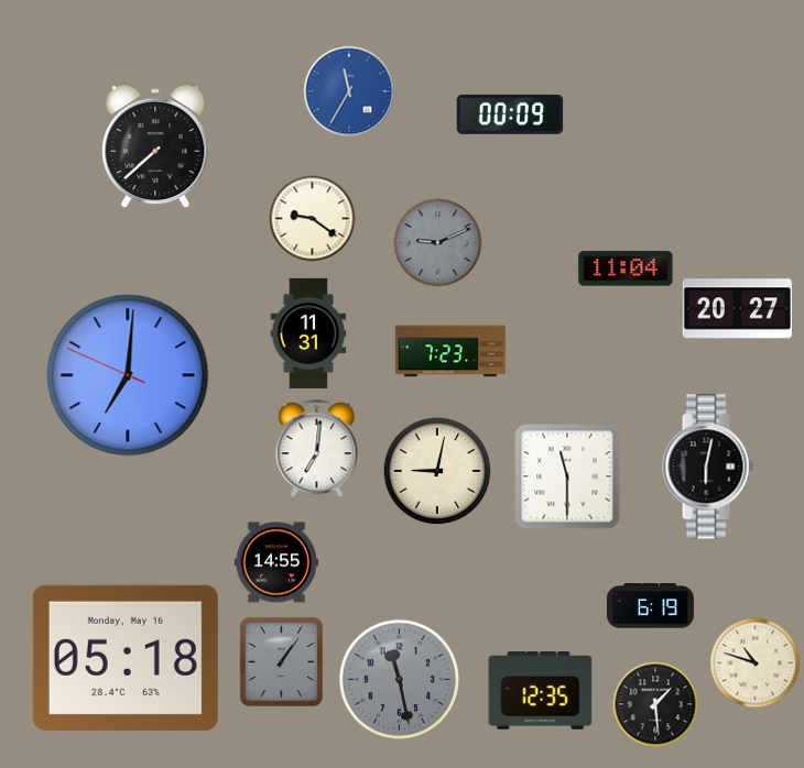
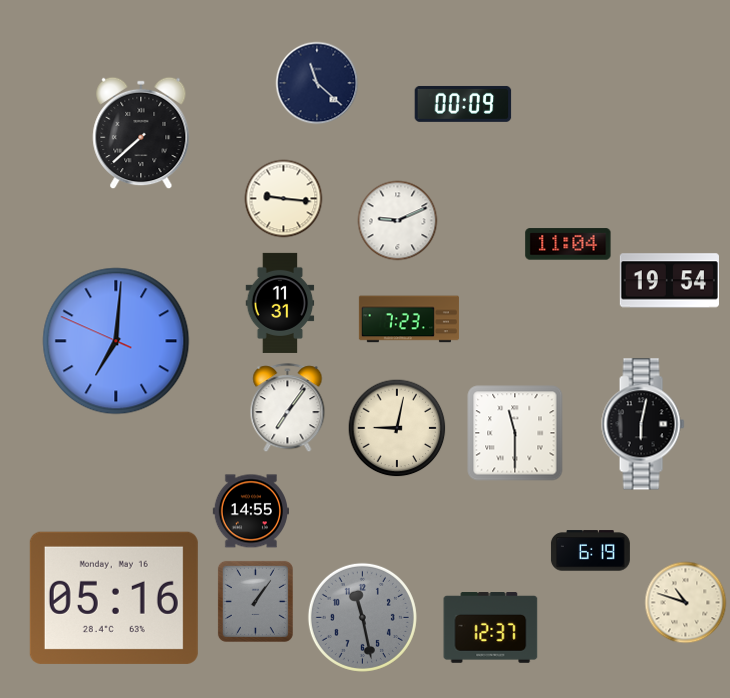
clock at (349, 91): 11:35 -> 11:22
clock at (349, 91) dial: blue -> navy
clock at (313, 219): 9:21 -> 9:16
clock at (438, 243) dial: grey -> white
clock at (737, 309): 20:27 -> 19:54
clock at (317, 449): 7:01 -> 7:06
clock at (126, 658): 05:18 -> 05:16
clock at (541, 691): 12:35 -> 12:37
clock at (655, 704): 1:29 -> none
